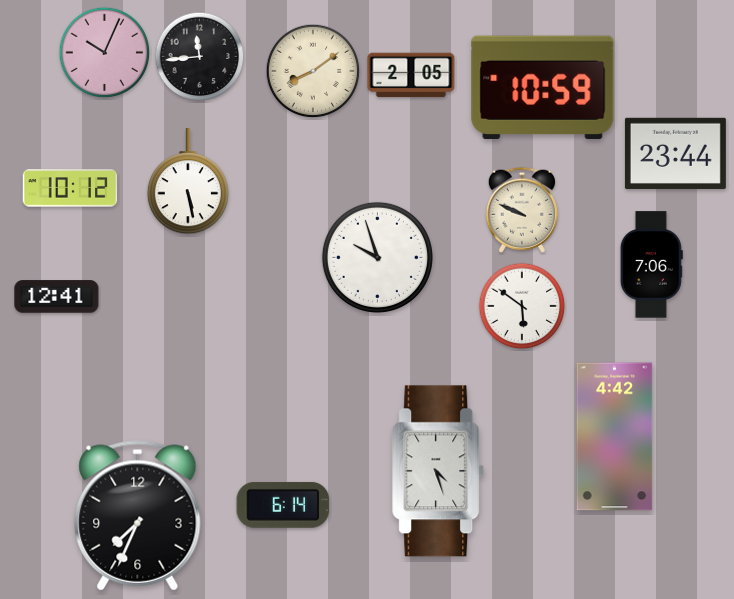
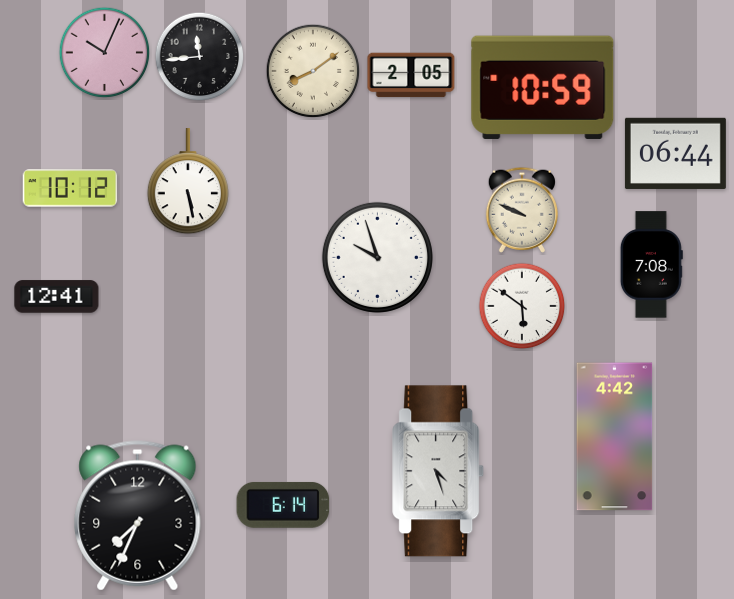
clock at (675, 153): 23:44 -> 06:44
clock at (651, 265): 7:06 -> 7:08
